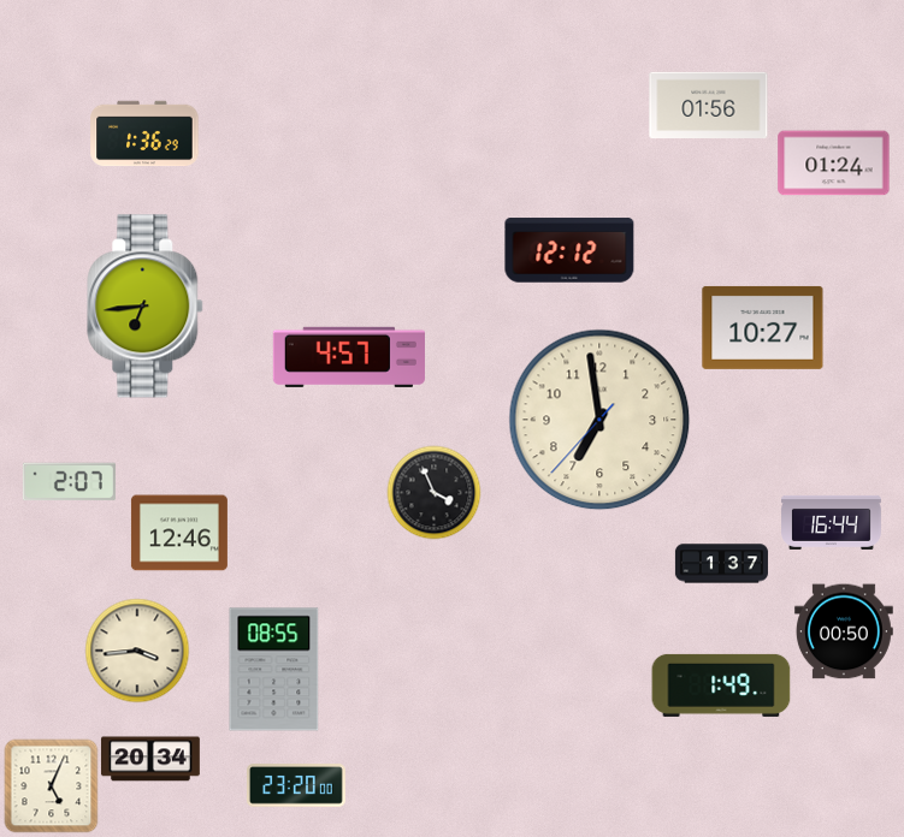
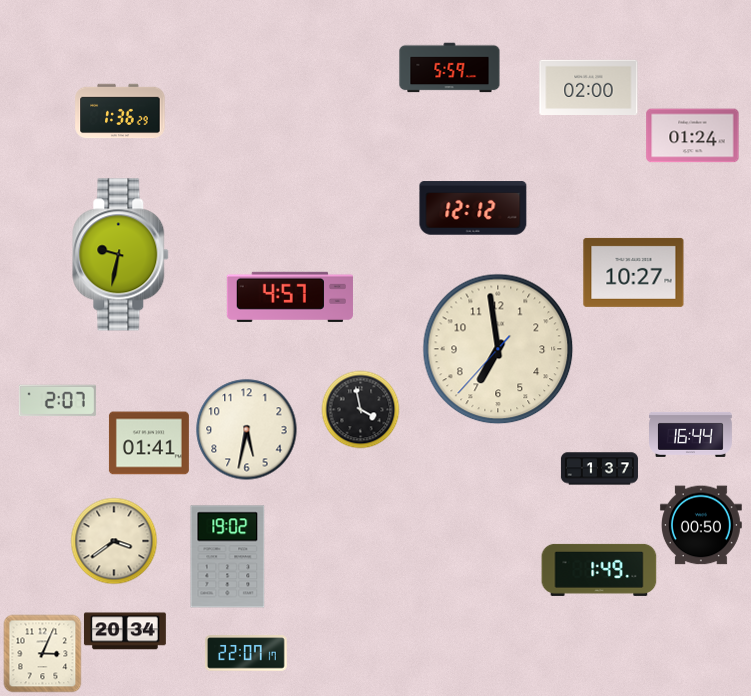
clock at (450, 68): none -> 5:59
clock at (709, 105): 01:56 -> 02:00
clock at (146, 307): 6:44 -> 9:32
clock at (433, 492): 3:56 -> 3:58
clock at (247, 430): none -> 5:32
clock at (179, 533): 12:46 -> 01:41
clock at (137, 651): 3:44 -> 3:39
clock at (274, 670): 08:55 -> 19:02
clock at (51, 785): 5:04 -> 3:04
clock at (296, 785): 23:20 -> 22:07
